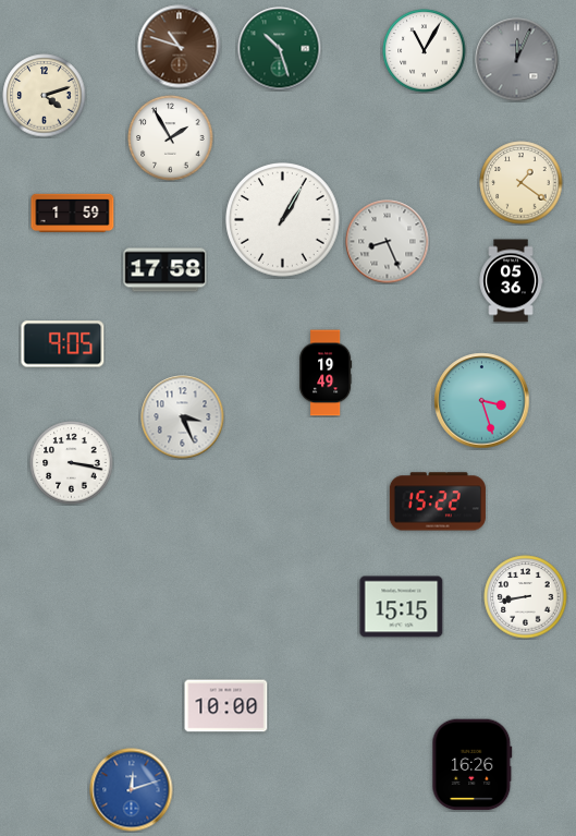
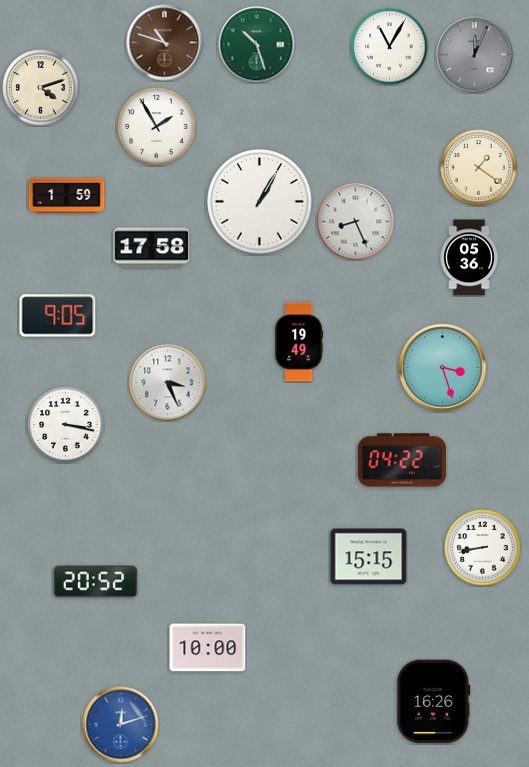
clock at (438, 501): 15:22 -> 04:22
clock at (96, 582): none -> 20:52
